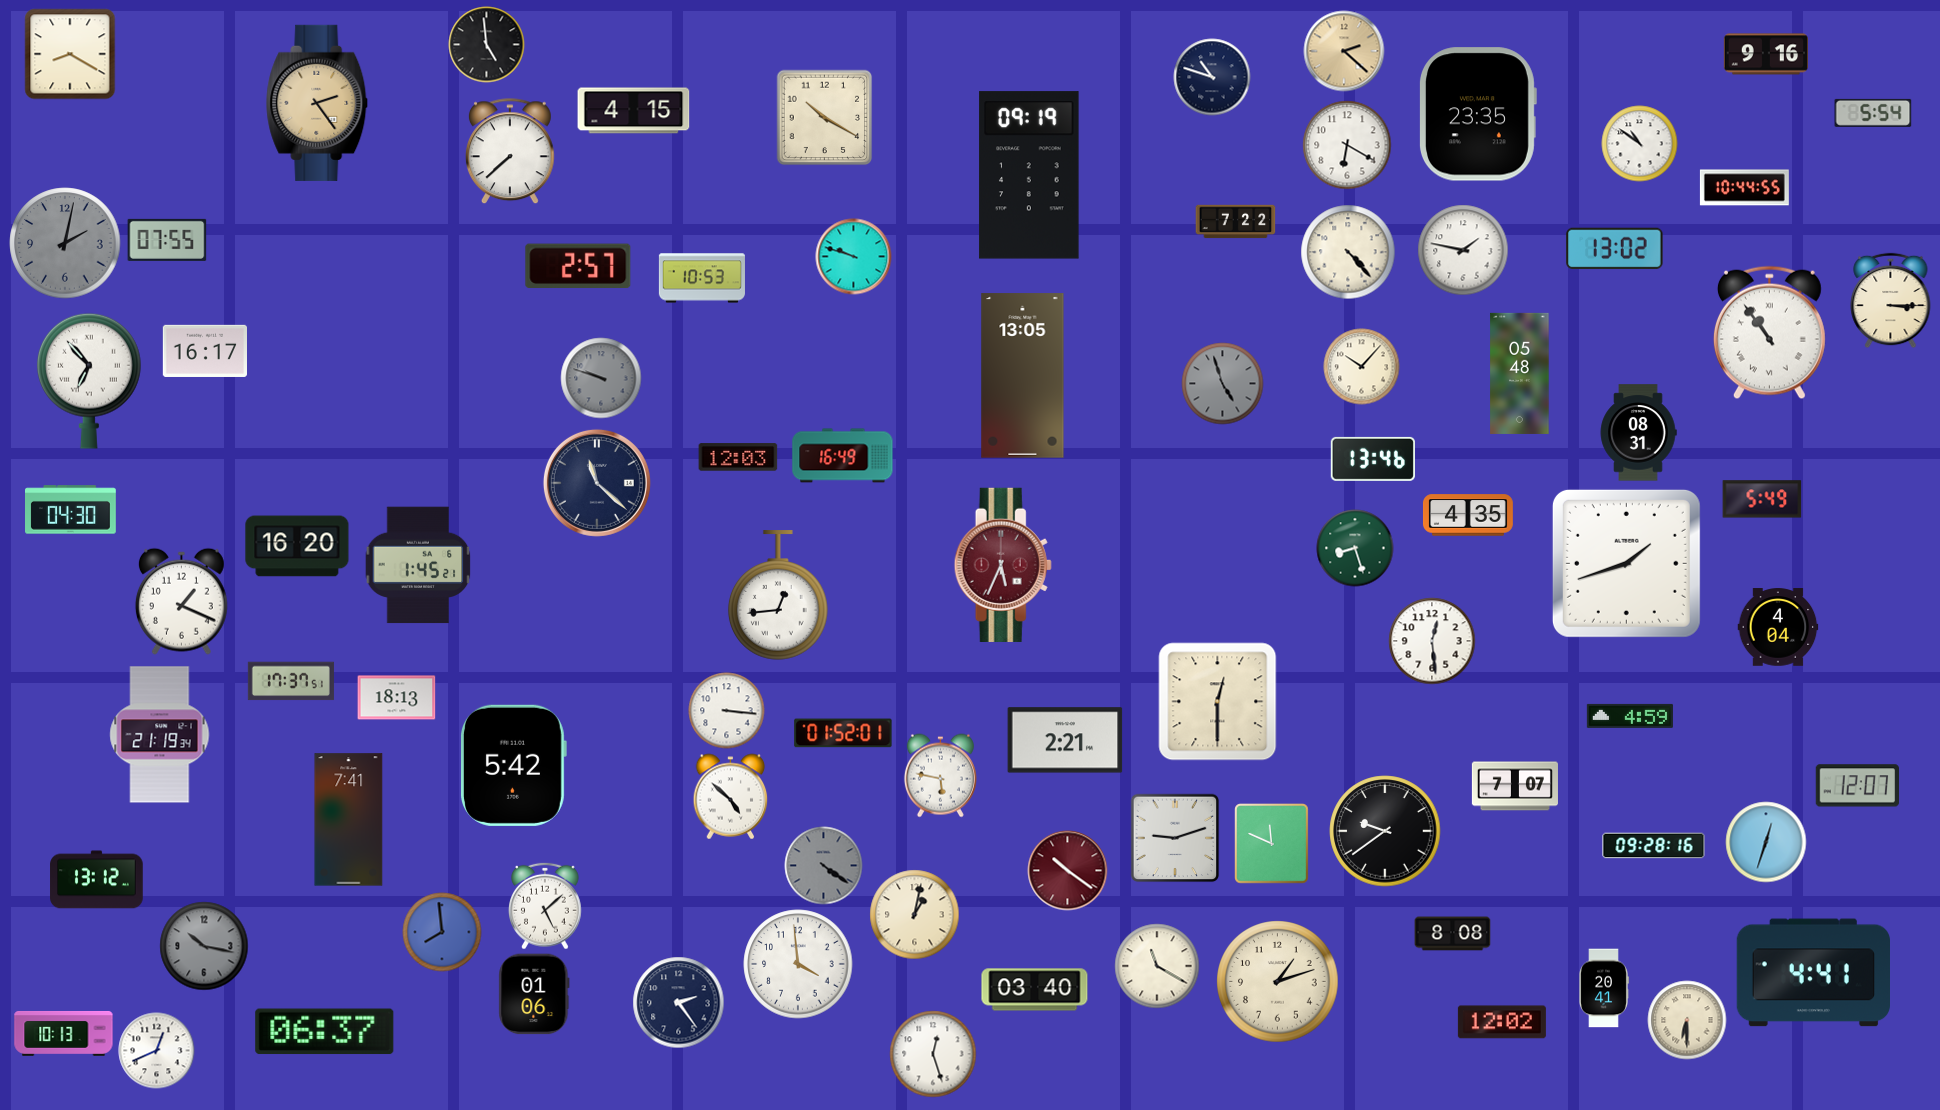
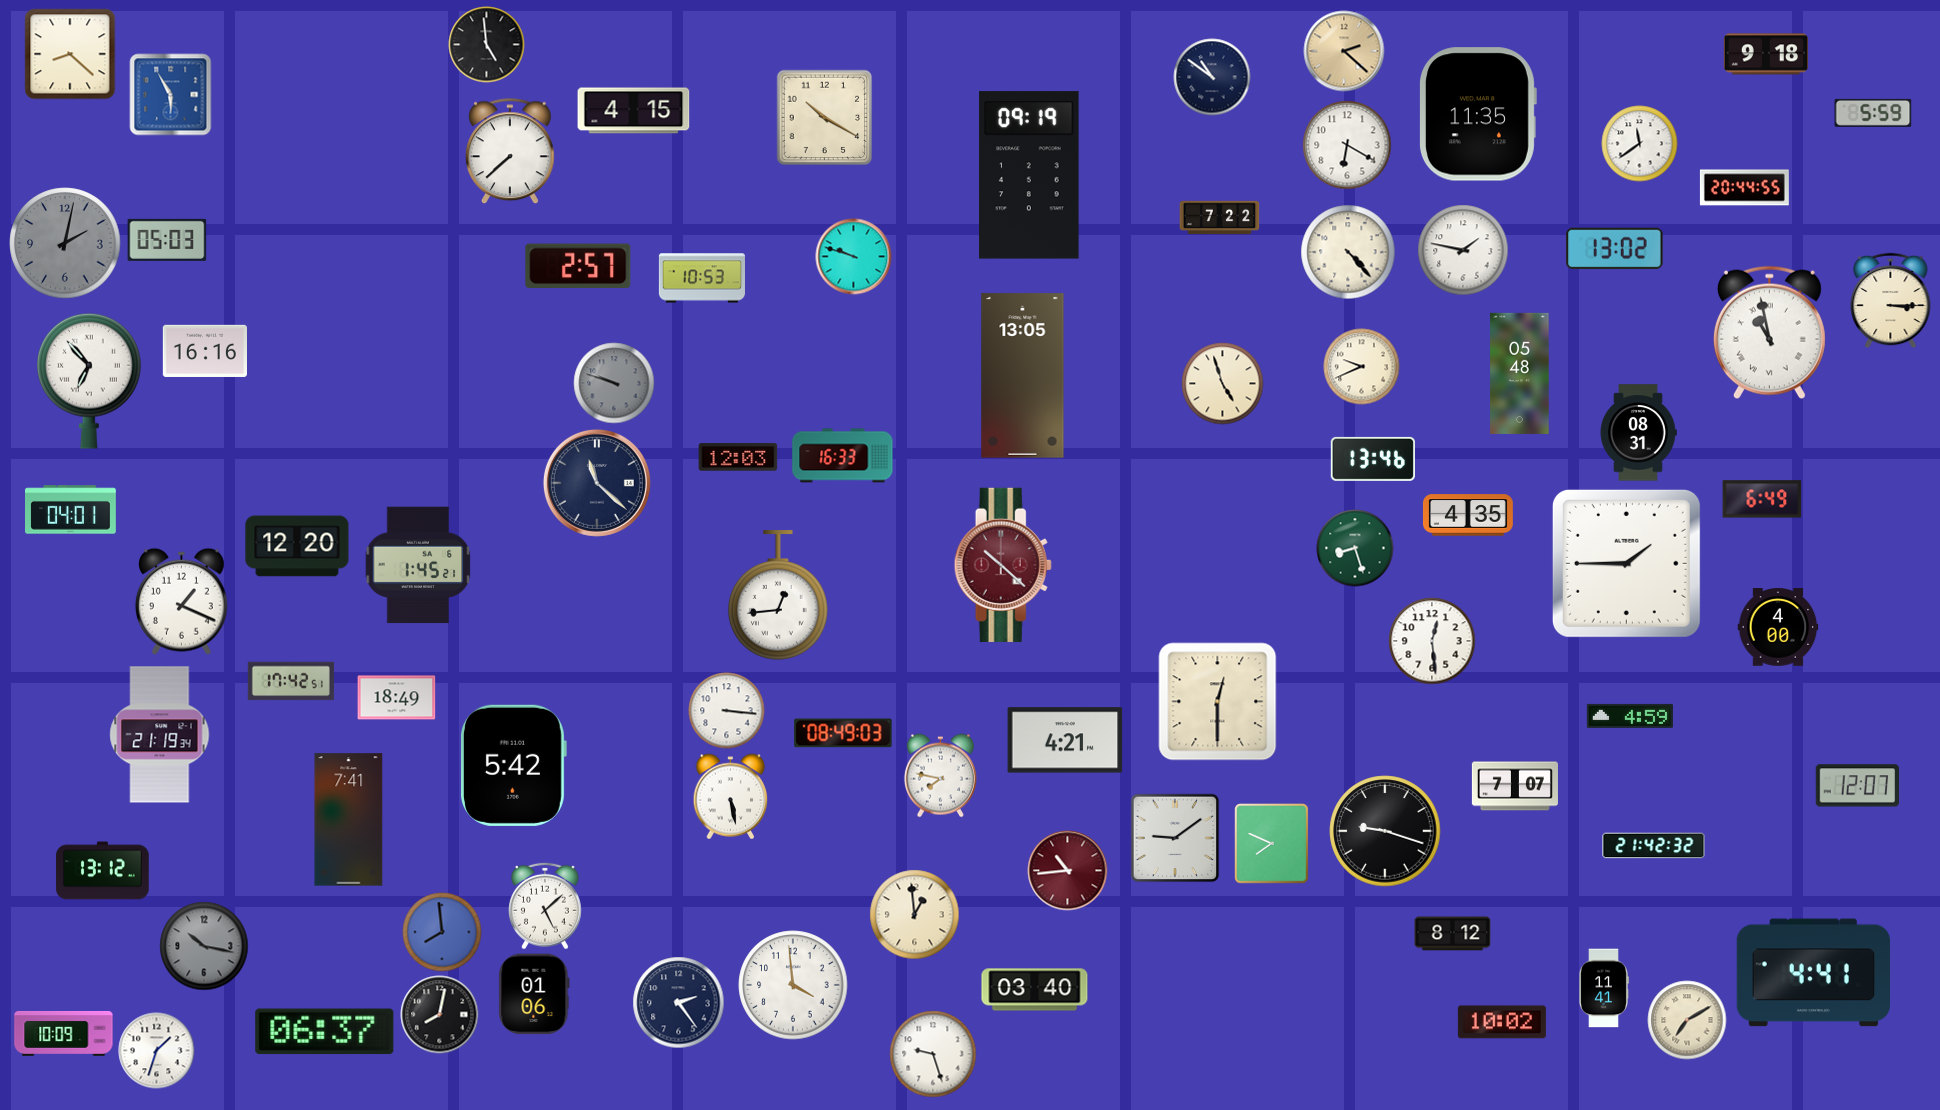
clock at (70, 54): 8:20 -> 8:22
clock at (1766, 54): 9:16 -> 9:18
clock at (1212, 77): 10:48 -> 10:51
clock at (171, 95): none -> 5:55
clock at (318, 103): 2:24 -> none
clock at (1873, 113): 5:54 -> 5:59
clock at (1477, 114): 23:35 -> 11:35
clock at (1640, 144): 10:51 -> 11:39
clock at (1744, 188): 10:44 -> 20:44
clock at (1236, 222) position: (1236, 222) -> (1220, 218)
clock at (167, 240): 07:55 -> 05:03
clock at (1769, 333): 10:54 -> 10:58
clock at (204, 351): 16:17 -> 16:16
clock at (1362, 367): 10:07 -> 9:41
clock at (601, 378) position: (601, 378) -> (614, 383)
clock at (1223, 384) dial: grey -> cream
clock at (843, 456): 16:49 -> 16:33
clock at (1762, 499): 5:49 -> 6:49
clock at (71, 510): 04:30 -> 04:01
clock at (297, 546): 16:20 -> 12:20
clock at (1626, 563): 1:42 -> 1:45
clock at (1003, 565): 5:34 -> 10:22
clock at (1778, 627): 4:04 -> 4:00
clock at (291, 681): 17:37 -> 17:42
clock at (397, 698): 18:13 -> 18:49
clock at (843, 733): 01:52 -> 08:49
clock at (1065, 740): 2:21 -> 4:21
clock at (940, 776): 5:47 -> 7:47
clock at (731, 797): 4:52 -> 5:28
clock at (1385, 831): 9:39 -> 9:18
clock at (1175, 838): 9:12 -> 9:09
clock at (1766, 842): 12:33 -> none
clock at (1272, 844): 11:49 -> 7:49
clock at (1654, 846): 09:28 -> 21:42
clock at (824, 866): 4:21 -> none
clock at (1068, 871): 10:21 -> 10:44
clock at (97, 880) position: (97, 880) -> (103, 871)
clock at (915, 915): 1:02 -> 12:59
clock at (1453, 934): 8:08 -> 8:12
clock at (798, 964) position: (798, 964) -> (793, 985)
clock at (1157, 966): 11:20 -> none
clock at (1278, 982): 1:12 -> none
clock at (1604, 988): 20:41 -> 11:41
clock at (440, 1015): none -> 8:02
clock at (1687, 1020): 6:30 -> 7:10
clock at (1502, 1022): 12:02 -> 10:02
clock at (64, 1033): 10:13 -> 10:09
clock at (157, 1051): 12:41 -> 1:33
clock at (933, 1054): 12:27 -> 9:27
